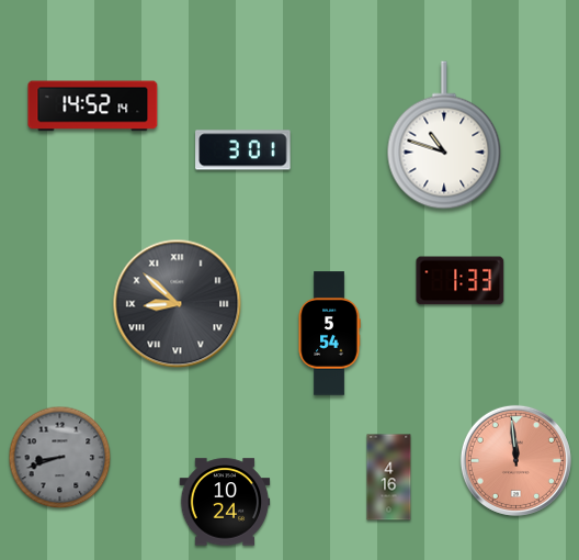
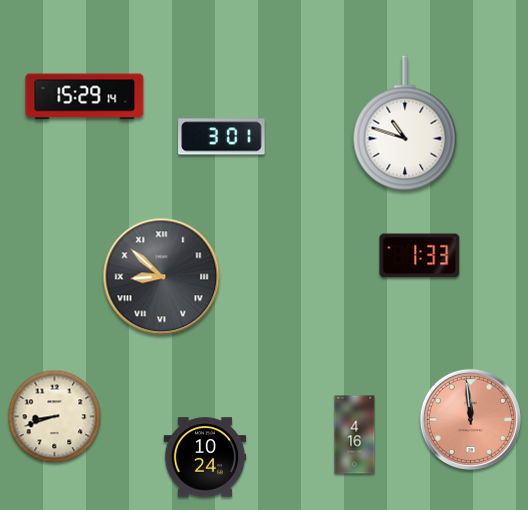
clock at (93, 107): 14:52 -> 15:29
clock at (329, 334): 5:54 -> none
clock at (60, 458) dial: grey -> cream
